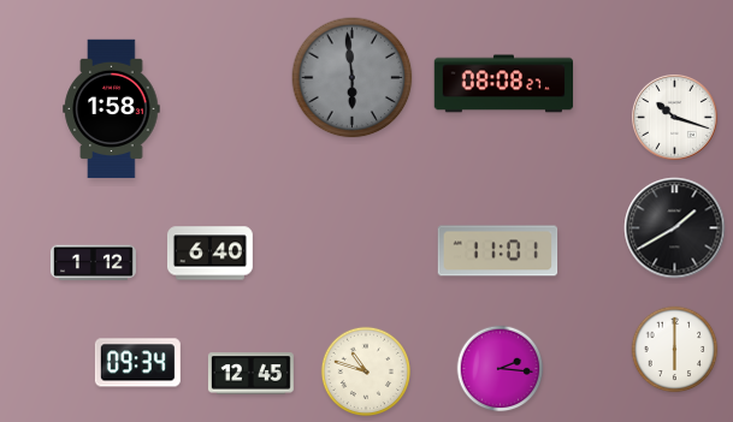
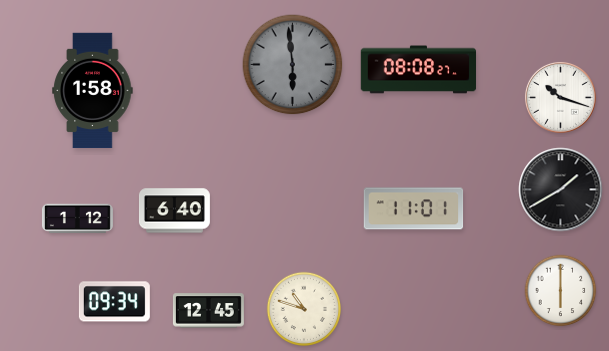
clock at (501, 369): 2:16 -> none
